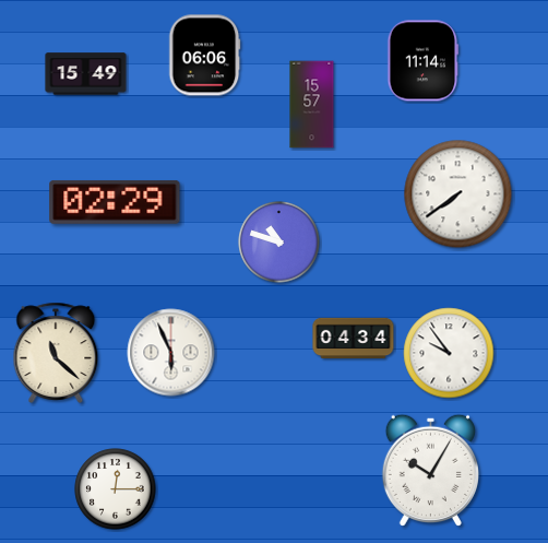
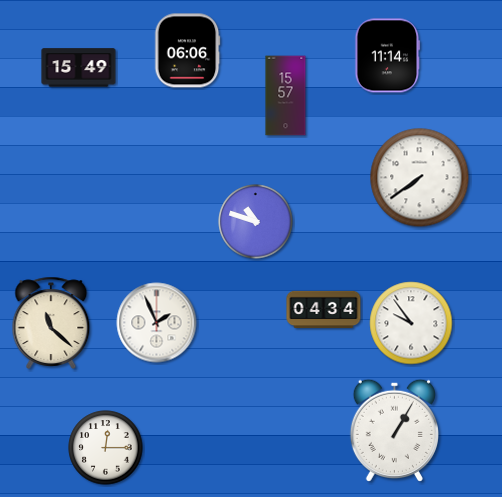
clock at (115, 202): 02:29 -> none
clock at (171, 353): 5:56 -> 1:56
clock at (430, 470): 10:05 -> 1:05
